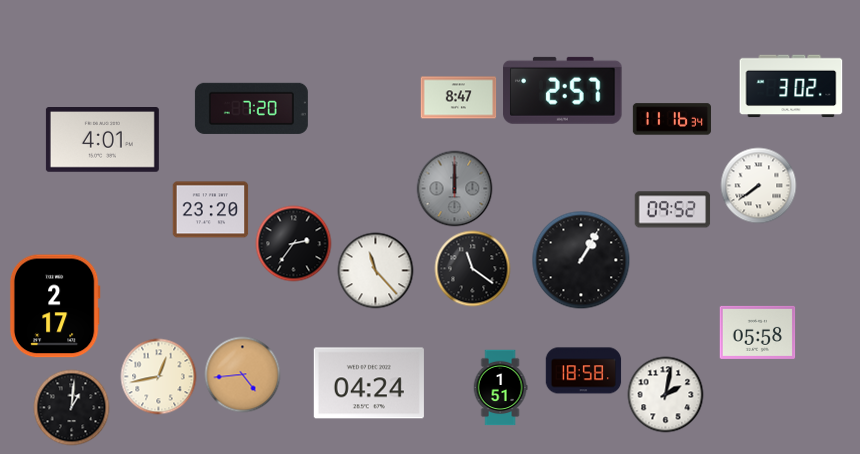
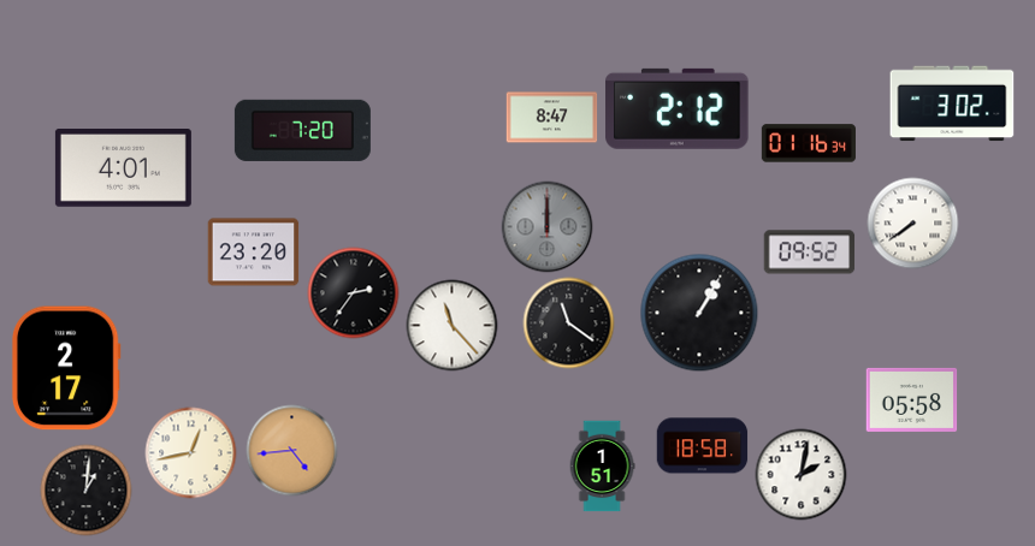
clock at (563, 90): 2:57 -> 2:12
clock at (672, 119): 11:16 -> 01:16
clock at (369, 383): 04:24 -> none
